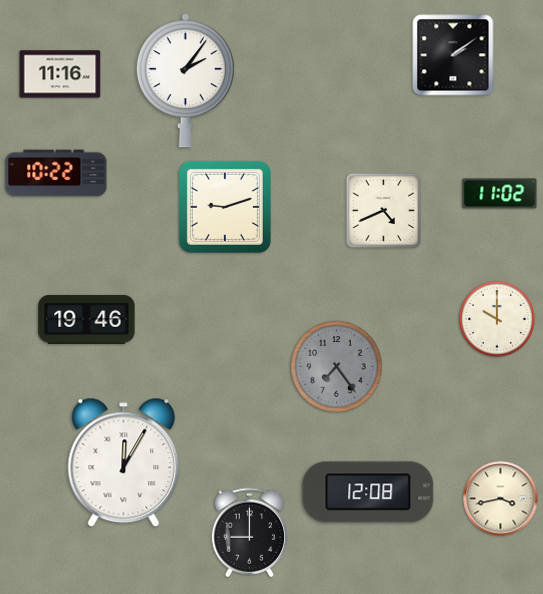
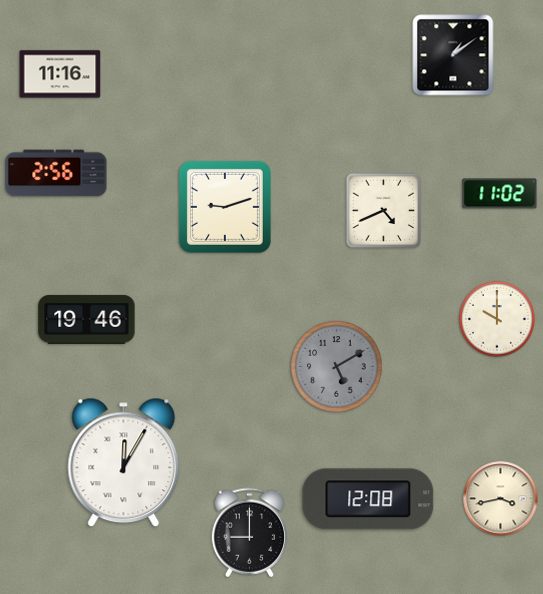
clock at (453, 55): 2:09 -> 1:09
clock at (185, 81): 2:06 -> none
clock at (56, 173): 10:22 -> 2:56
clock at (337, 367): 7:24 -> 5:10
clock at (368, 492) position: (368, 492) -> (368, 499)
